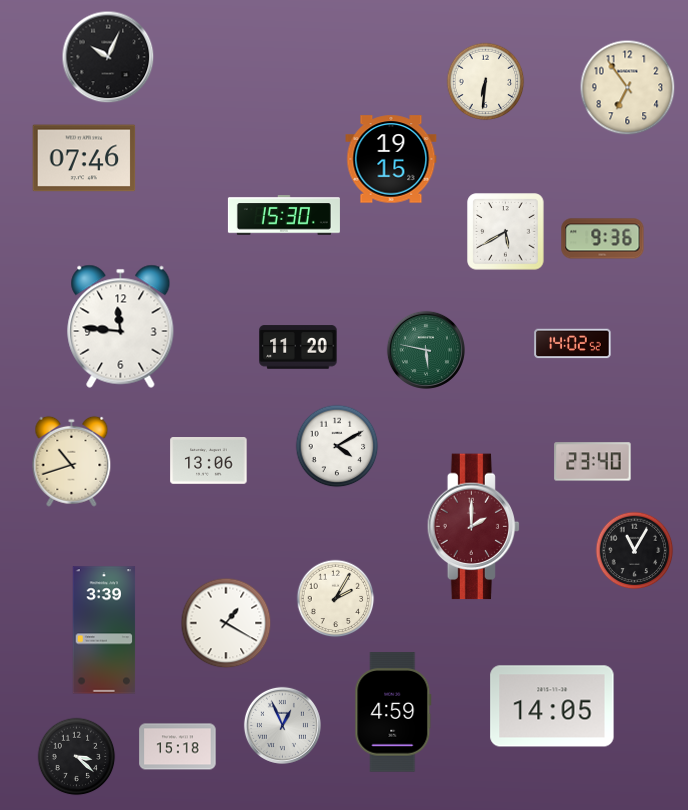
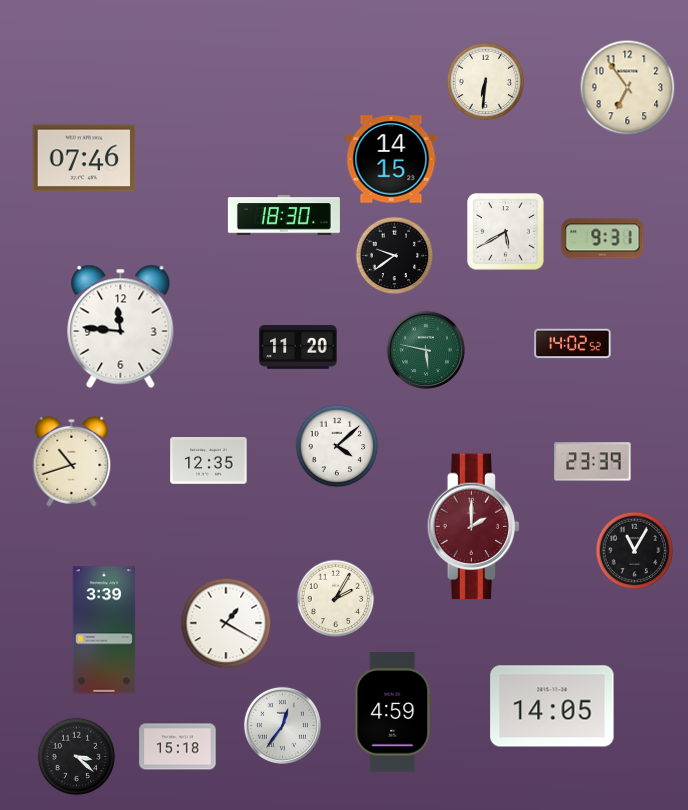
clock at (108, 57): 10:04 -> none
clock at (391, 159): 19:15 -> 14:15
clock at (284, 215): 15:30 -> 18:30
clock at (603, 239): 9:36 -> 9:31
clock at (394, 255): none -> 9:39
clock at (337, 446): 4:10 -> 4:08
clock at (209, 461): 13:06 -> 12:35
clock at (593, 462): 23:40 -> 23:39
clock at (282, 725): 12:56 -> 12:36
